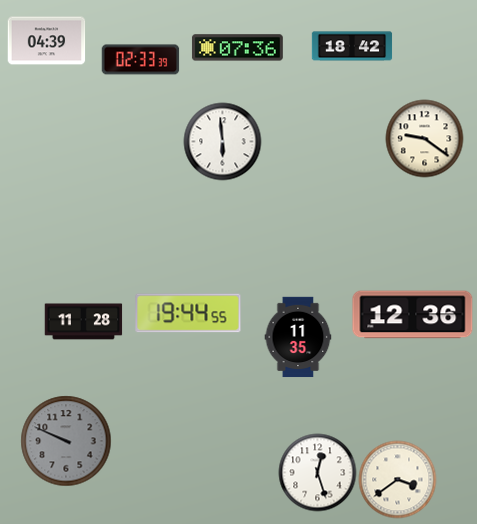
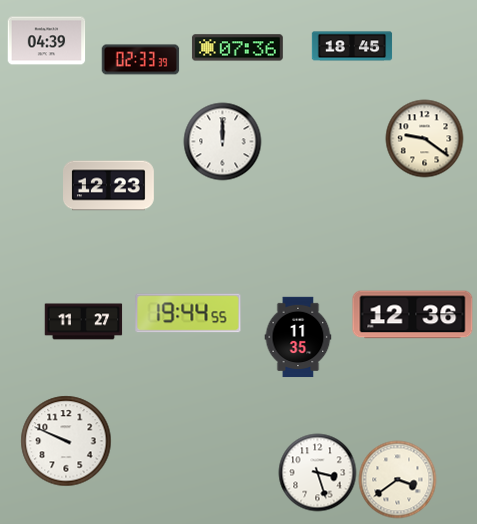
clock at (352, 46): 18:42 -> 18:45
clock at (222, 141): 5:59 -> 12:00
clock at (109, 186): none -> 12:23
clock at (83, 322): 11:28 -> 11:27
clock at (66, 441) dial: grey -> white
clock at (317, 472): 12:27 -> 3:27
